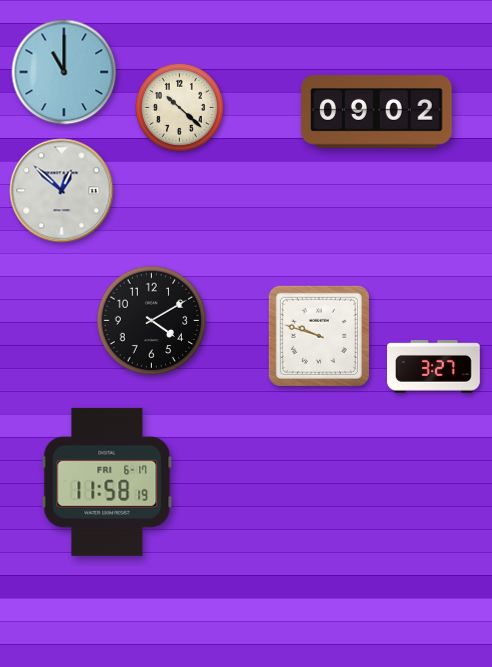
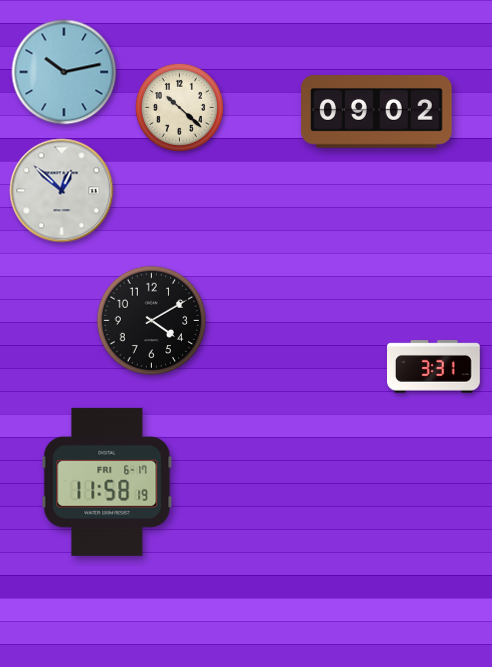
clock at (64, 72): 11:00 -> 10:13
clock at (319, 336): 9:48 -> none
clock at (434, 367): 3:27 -> 3:31
